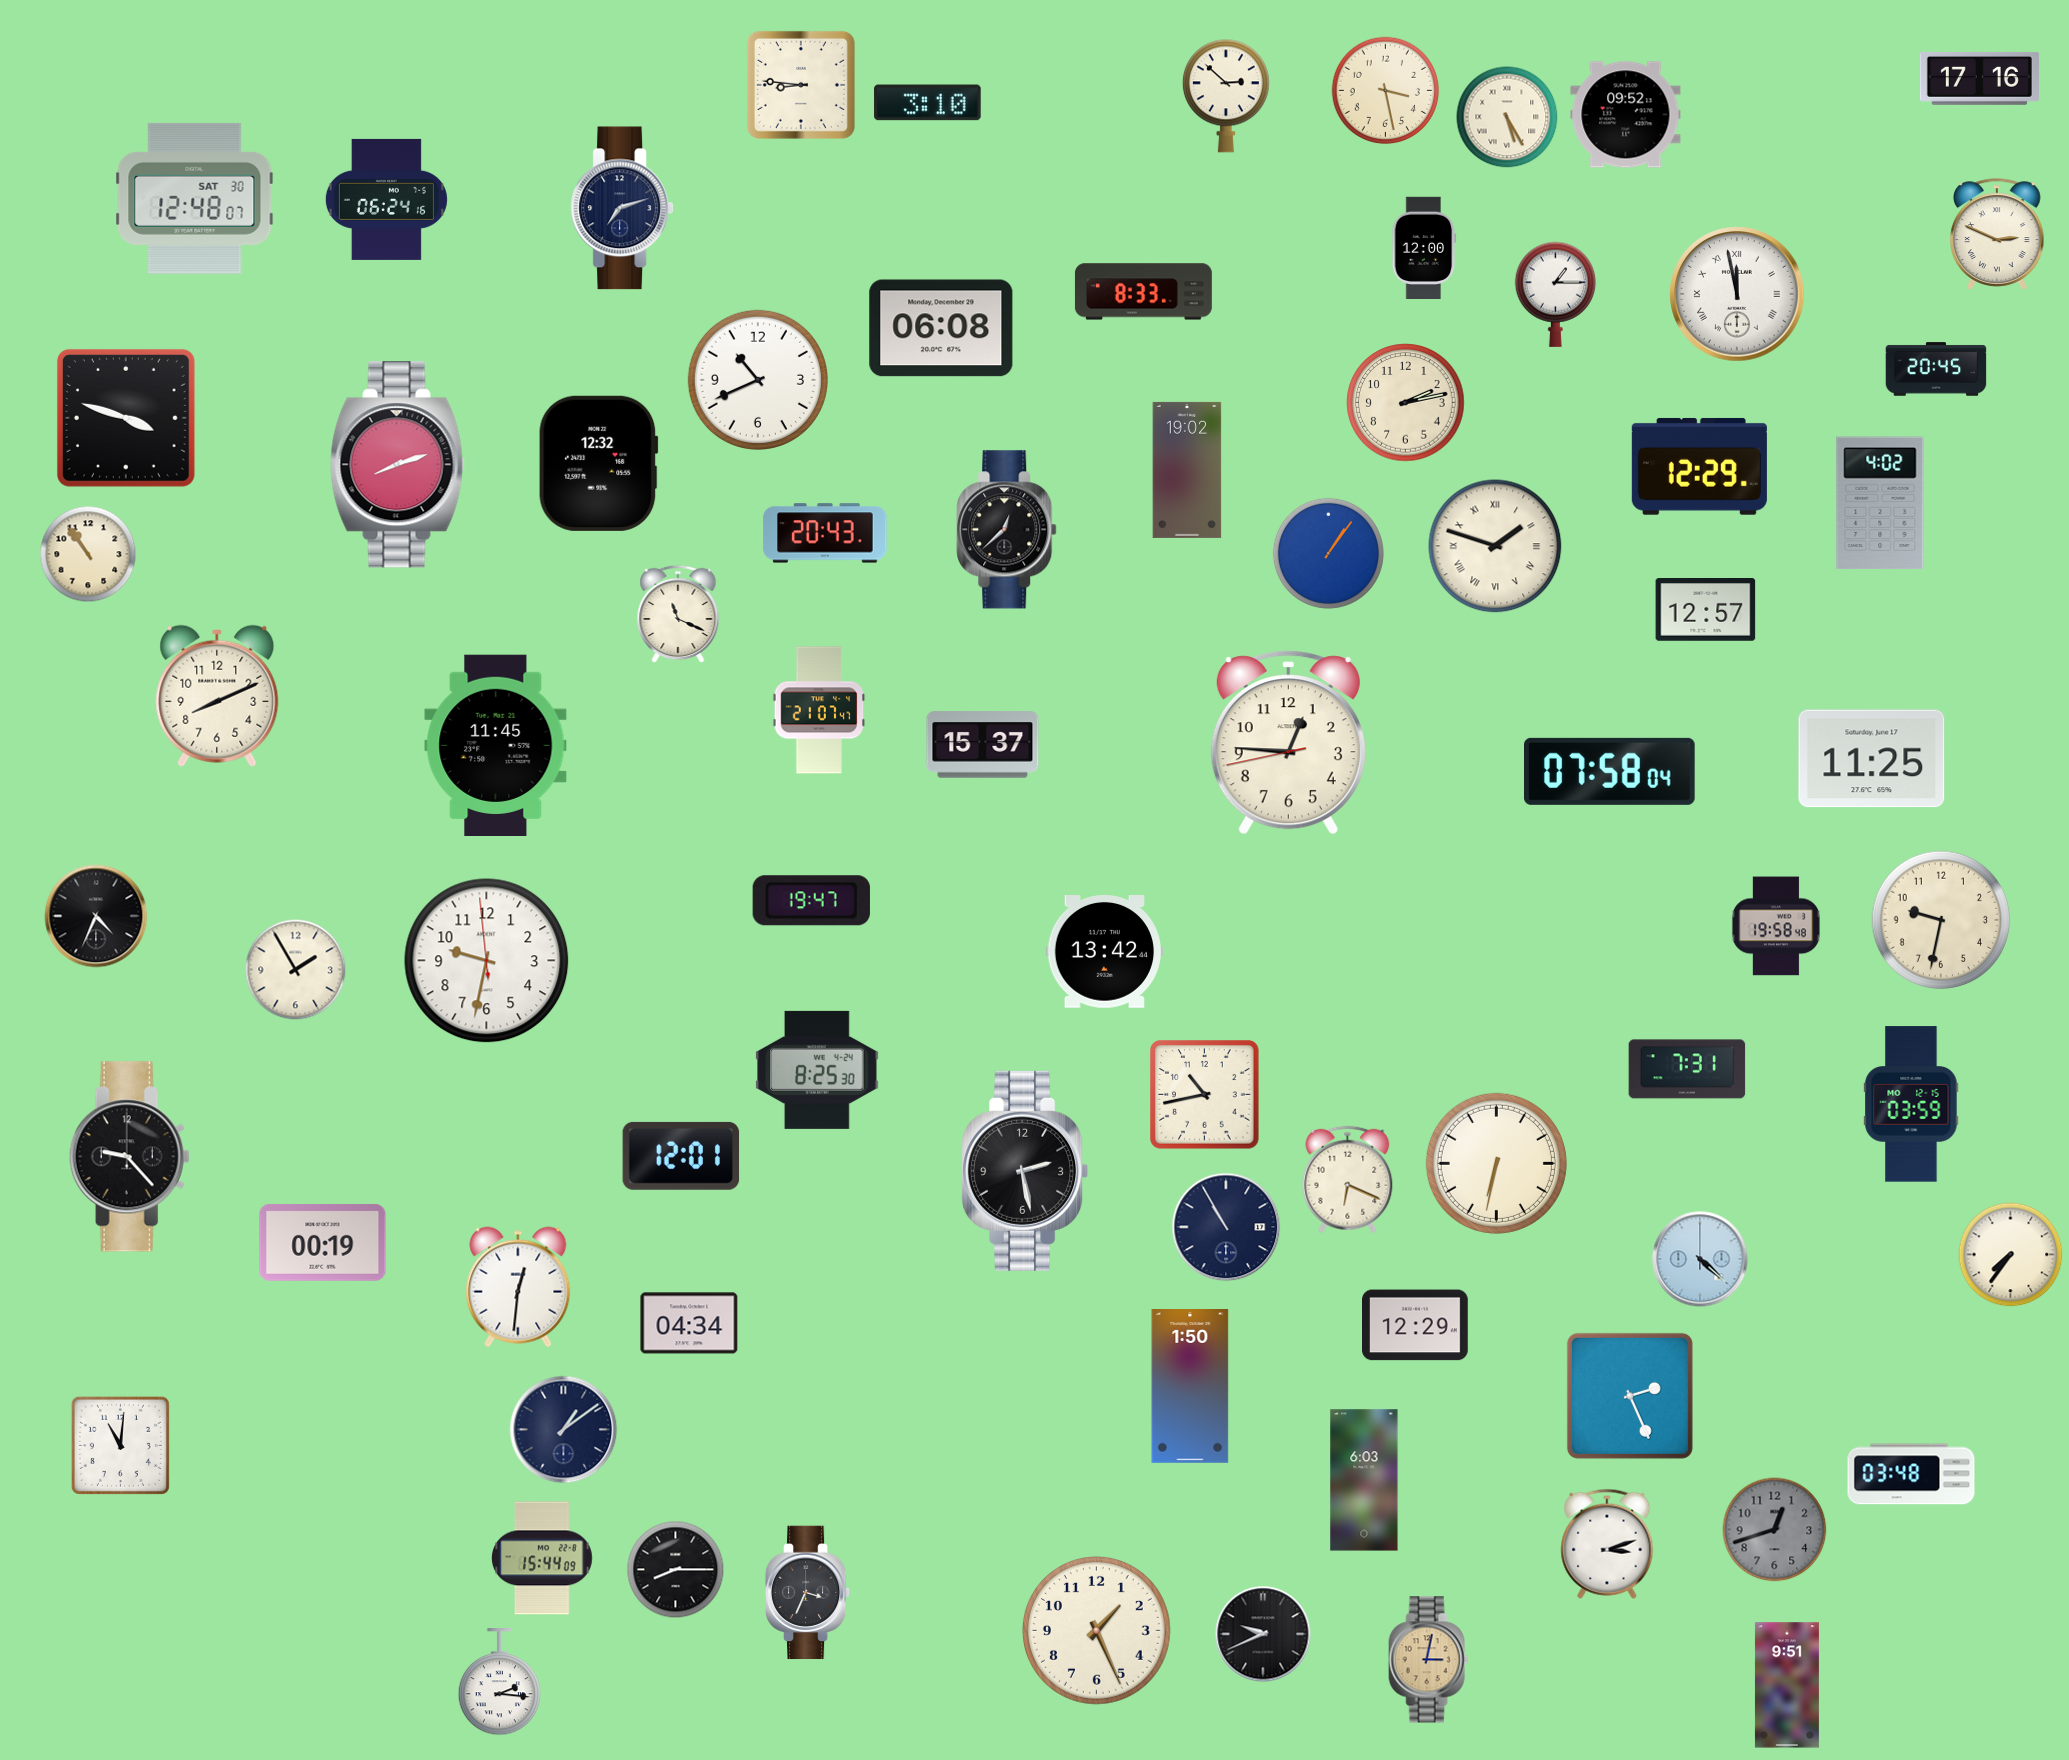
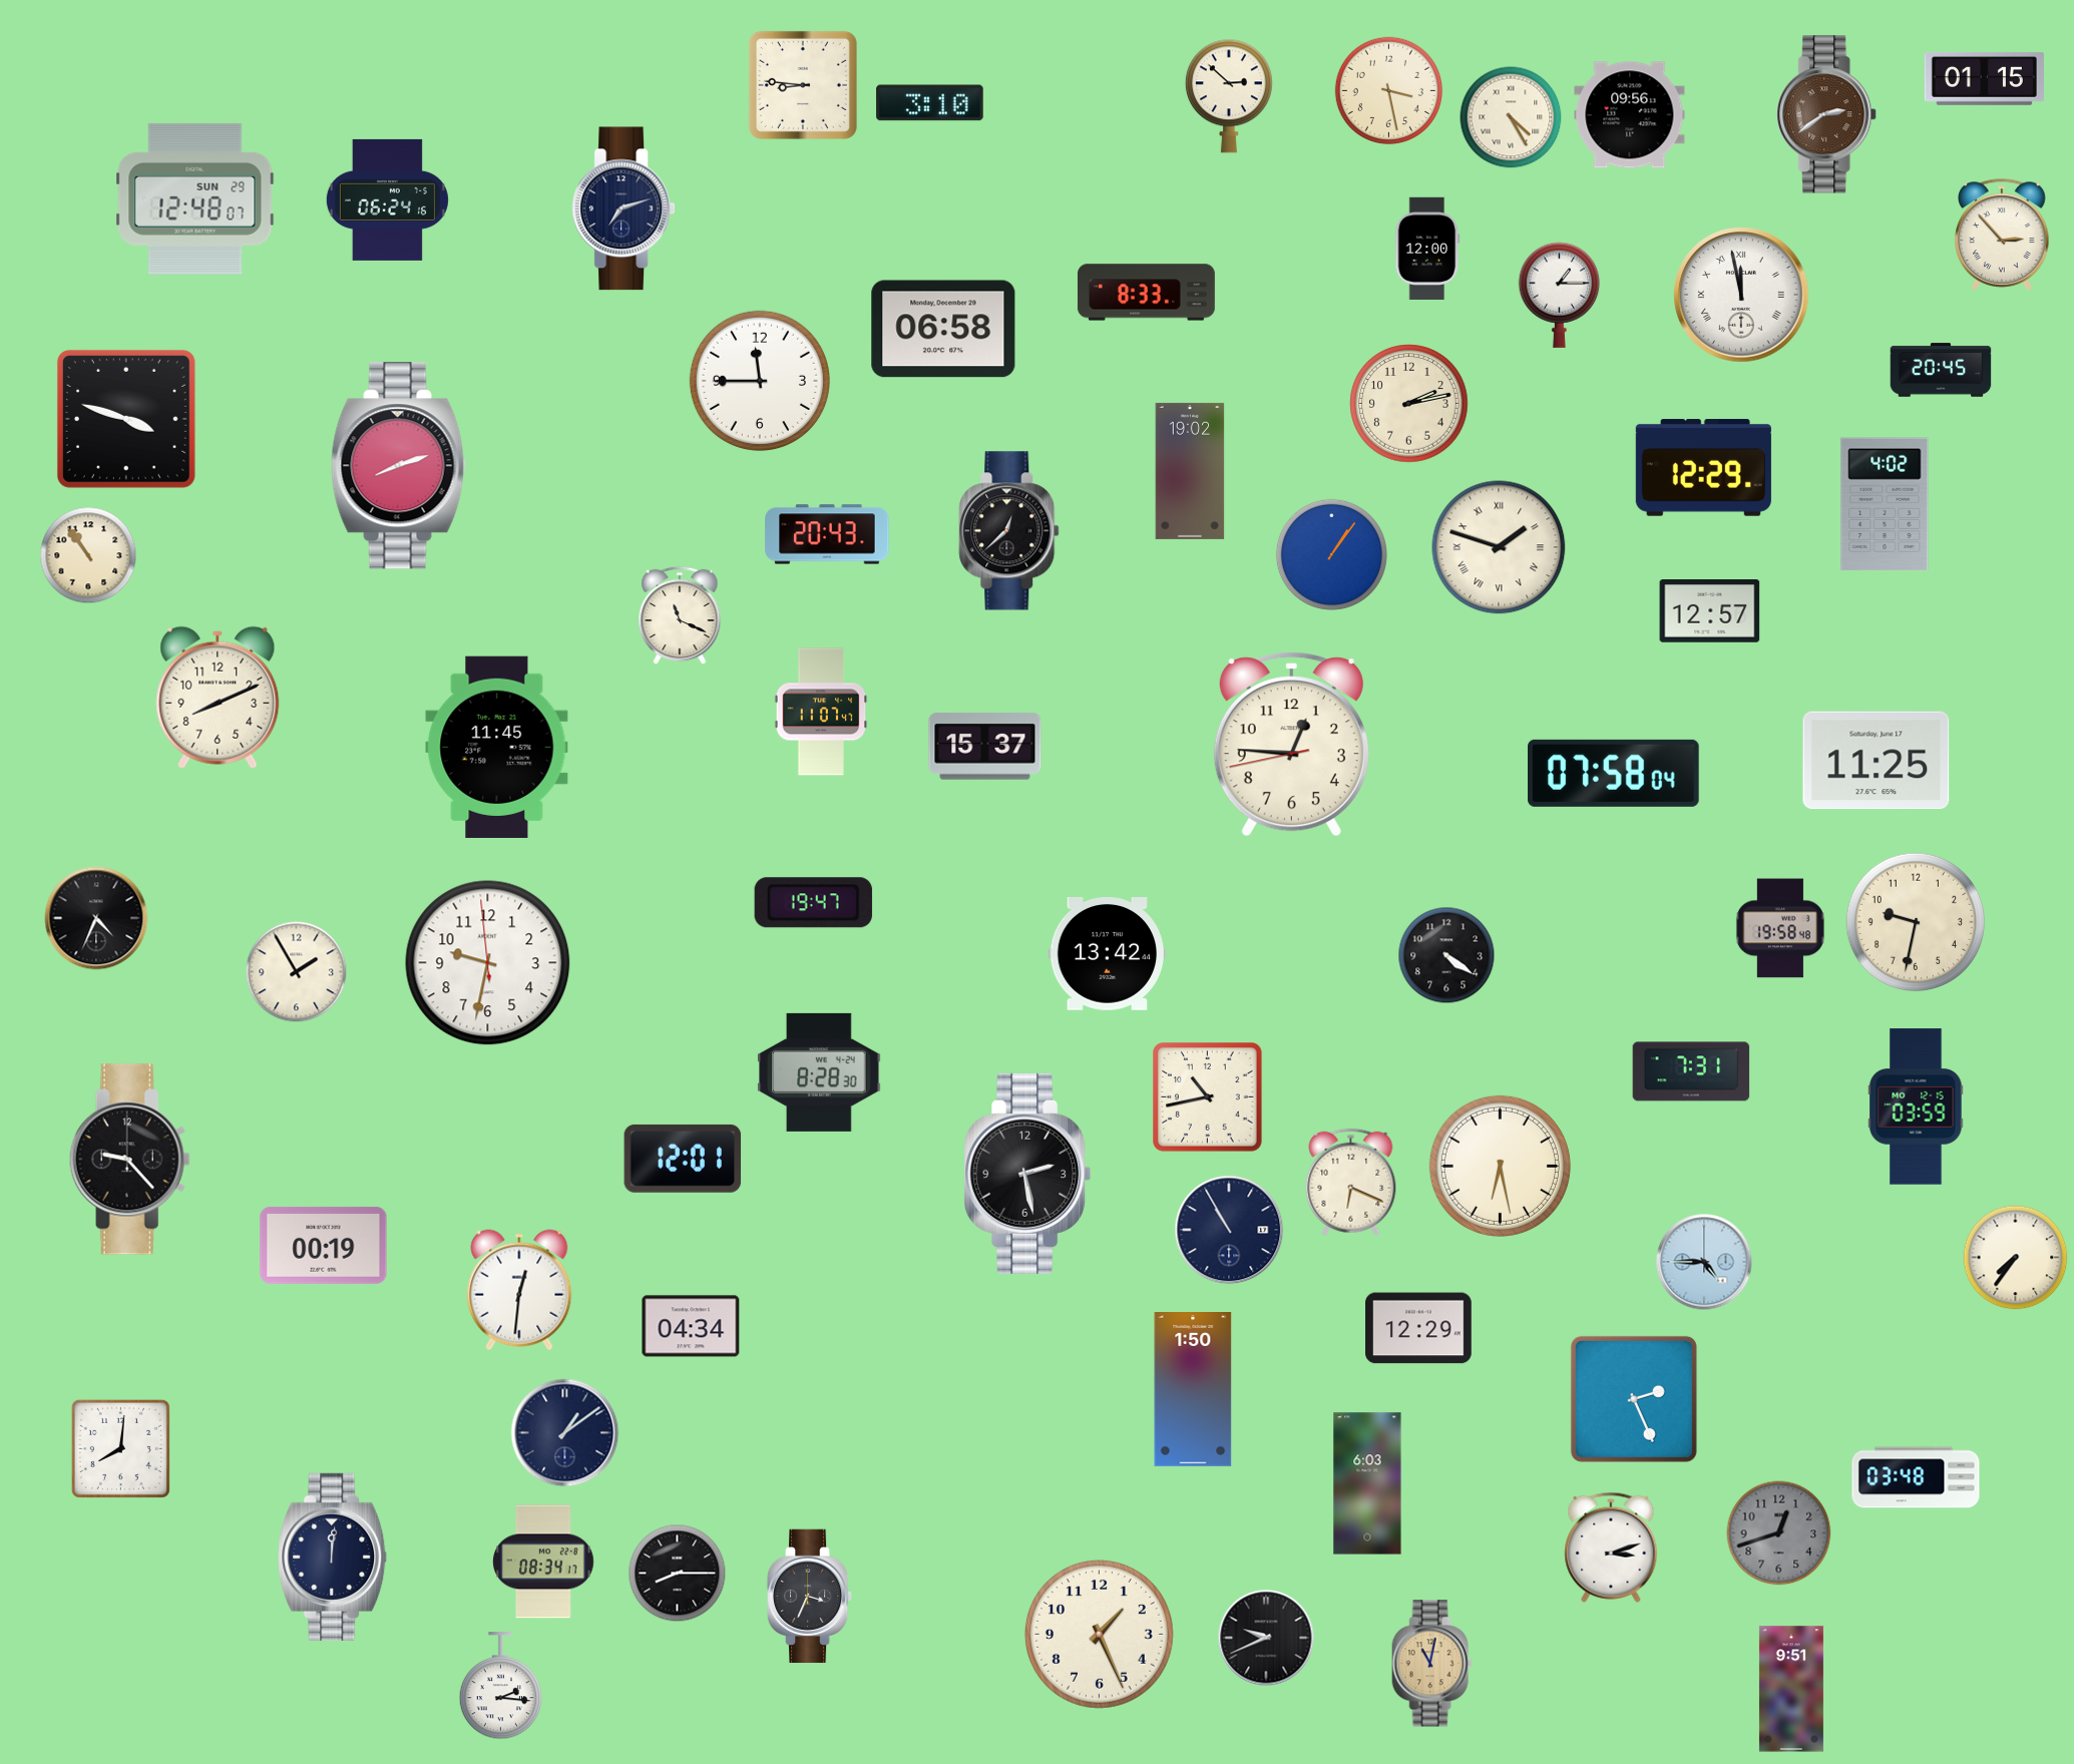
clock at (1979, 79): 17:16 -> 01:15
clock at (1827, 114): none -> 2:39
clock at (1626, 115): 09:52 -> 09:56
clock at (1507, 117): 5:25 -> 4:25
clock at (195, 198) date: SAT 30 -> SUN 29
clock at (1997, 234): 2:49 -> 2:53
clock at (941, 328): 06:08 -> 06:58
clock at (758, 380): 10:41 -> 11:45
clock at (598, 463): 12:32 -> none
clock at (819, 710): 21:07 -> 11:07
clock at (1941, 920) position: (1941, 920) -> (1916, 922)
clock at (1446, 955): none -> 4:21
clock at (817, 1070): 8:25 -> 8:28
clock at (1496, 1163): 6:32 -> 6:28
clock at (1700, 1259): 4:22 -> 4:45
clock at (120, 1445): 11:01 -> 8:01
clock at (333, 1557): none -> 12:01
clock at (543, 1558): 15:44 -> 08:34
clock at (1429, 1660): 3:02 -> 11:02
